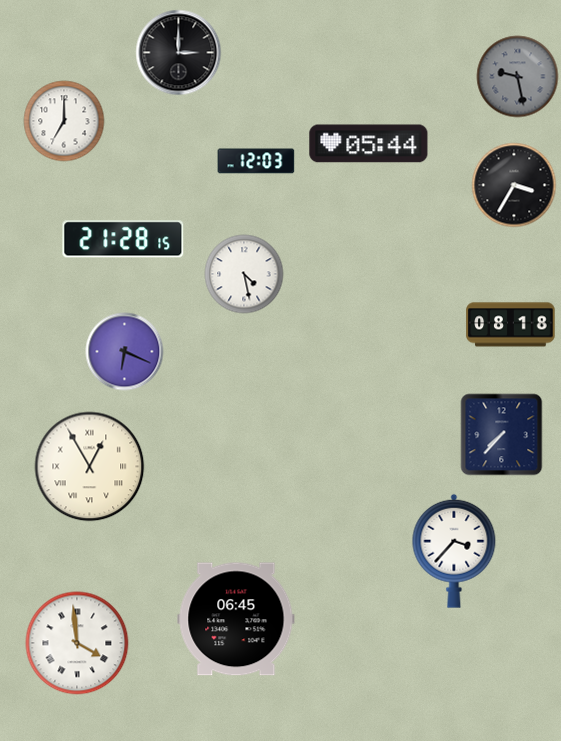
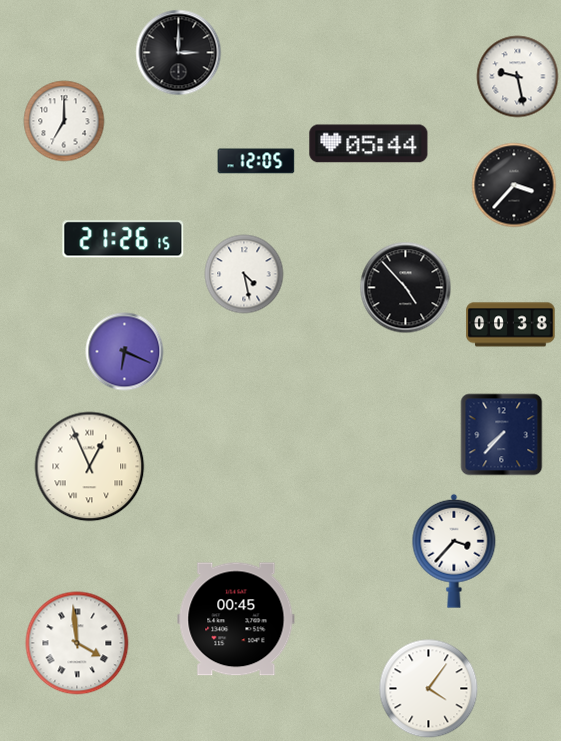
clock at (518, 77) dial: grey -> white
clock at (256, 161): 12:03 -> 12:05
clock at (514, 185): 3:35 -> 3:37
clock at (123, 239): 21:28 -> 21:26
clock at (406, 288): none -> 4:53
clock at (511, 325): 08:18 -> 00:38
clock at (90, 467): 12:55 -> 12:56
clock at (236, 619): 06:45 -> 00:45
clock at (429, 689): none -> 4:06
